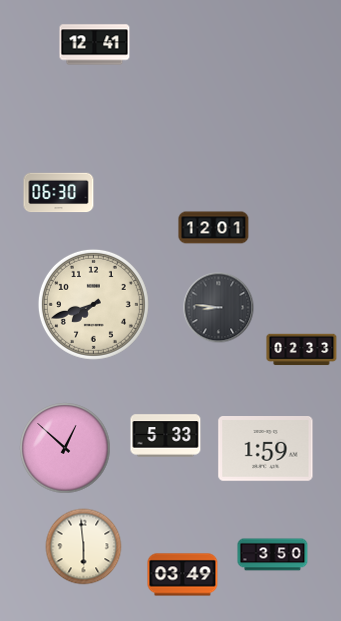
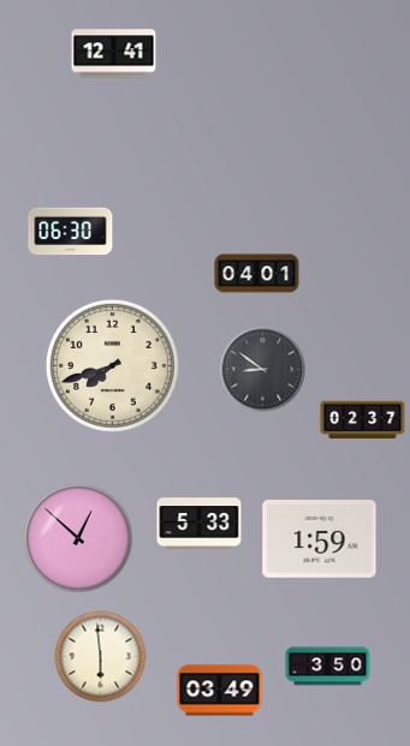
clock at (214, 228): 12:01 -> 04:01
clock at (219, 308): 8:46 -> 8:51
clock at (302, 350): 02:33 -> 02:37
